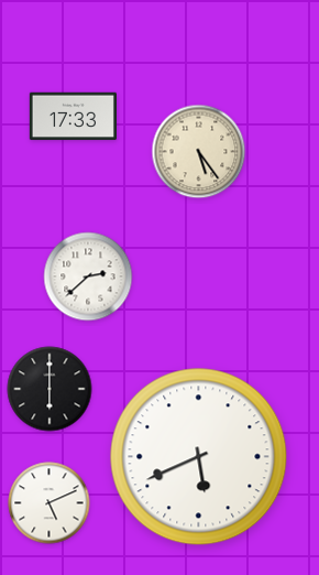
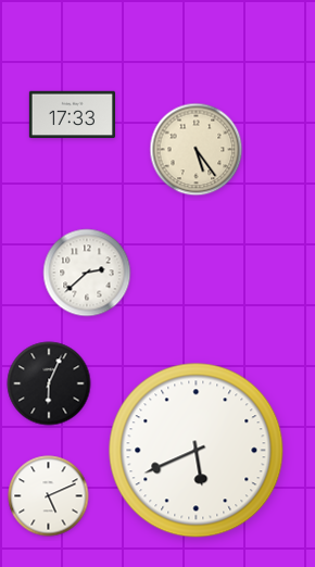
clock at (50, 389): 6:00 -> 6:04
